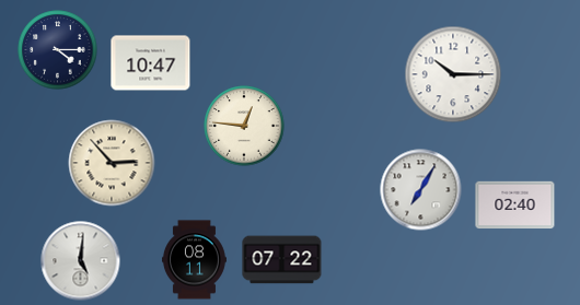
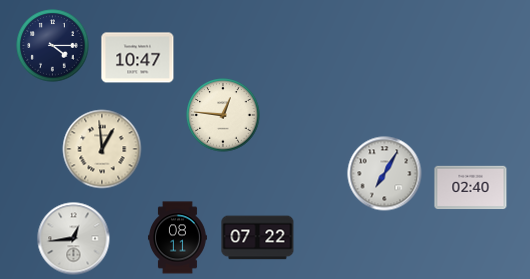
clock at (453, 74): 10:15 -> none
clock at (112, 163): 2:53 -> 12:59
clock at (81, 261): 5:01 -> 12:44
